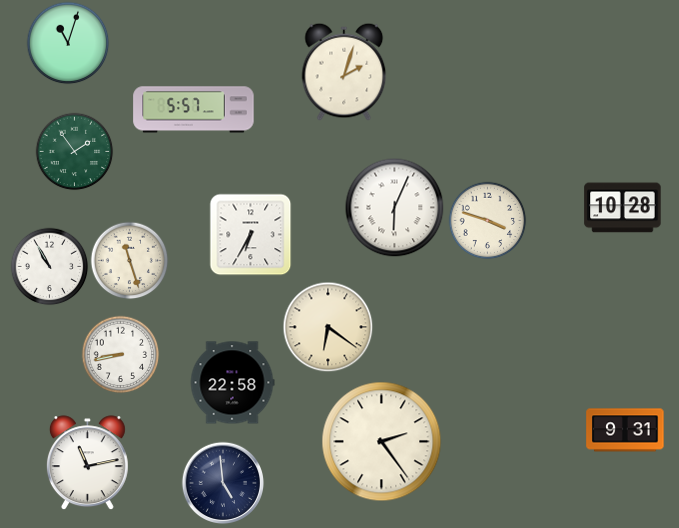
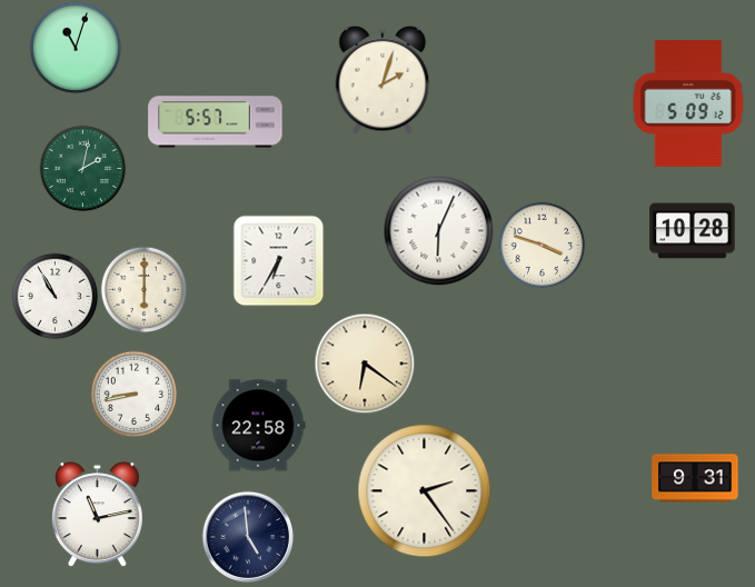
clock at (688, 103): none -> 5:09
clock at (74, 151): 1:54 -> 2:02
clock at (129, 260): 11:27 -> 6:00
